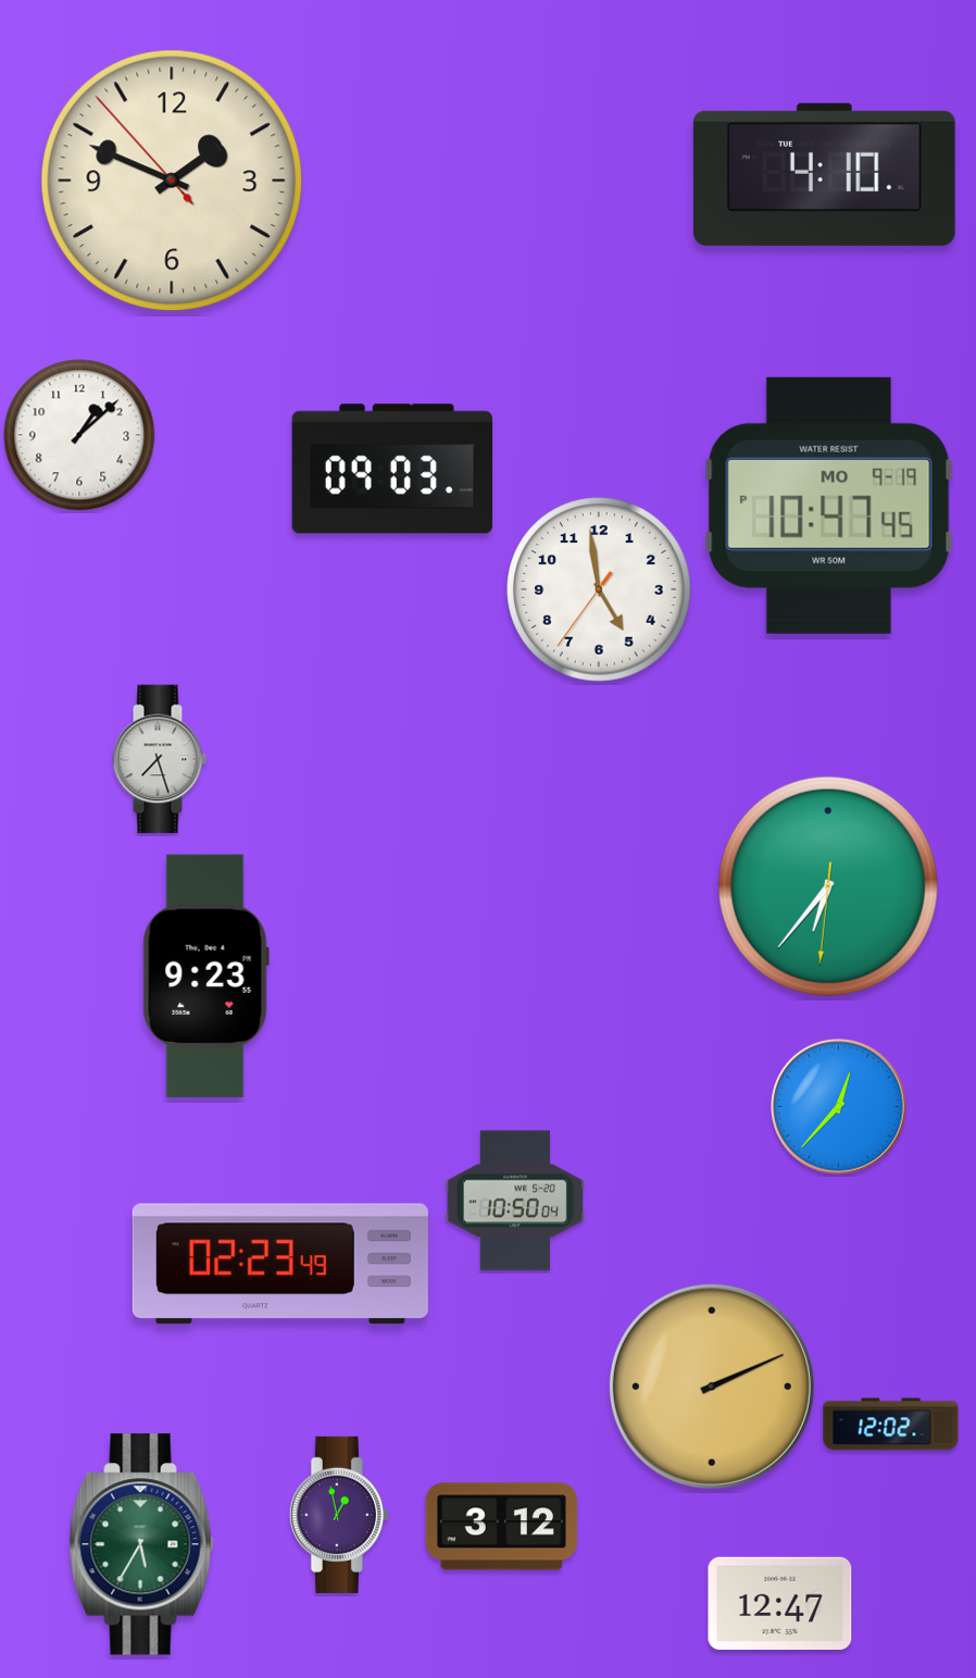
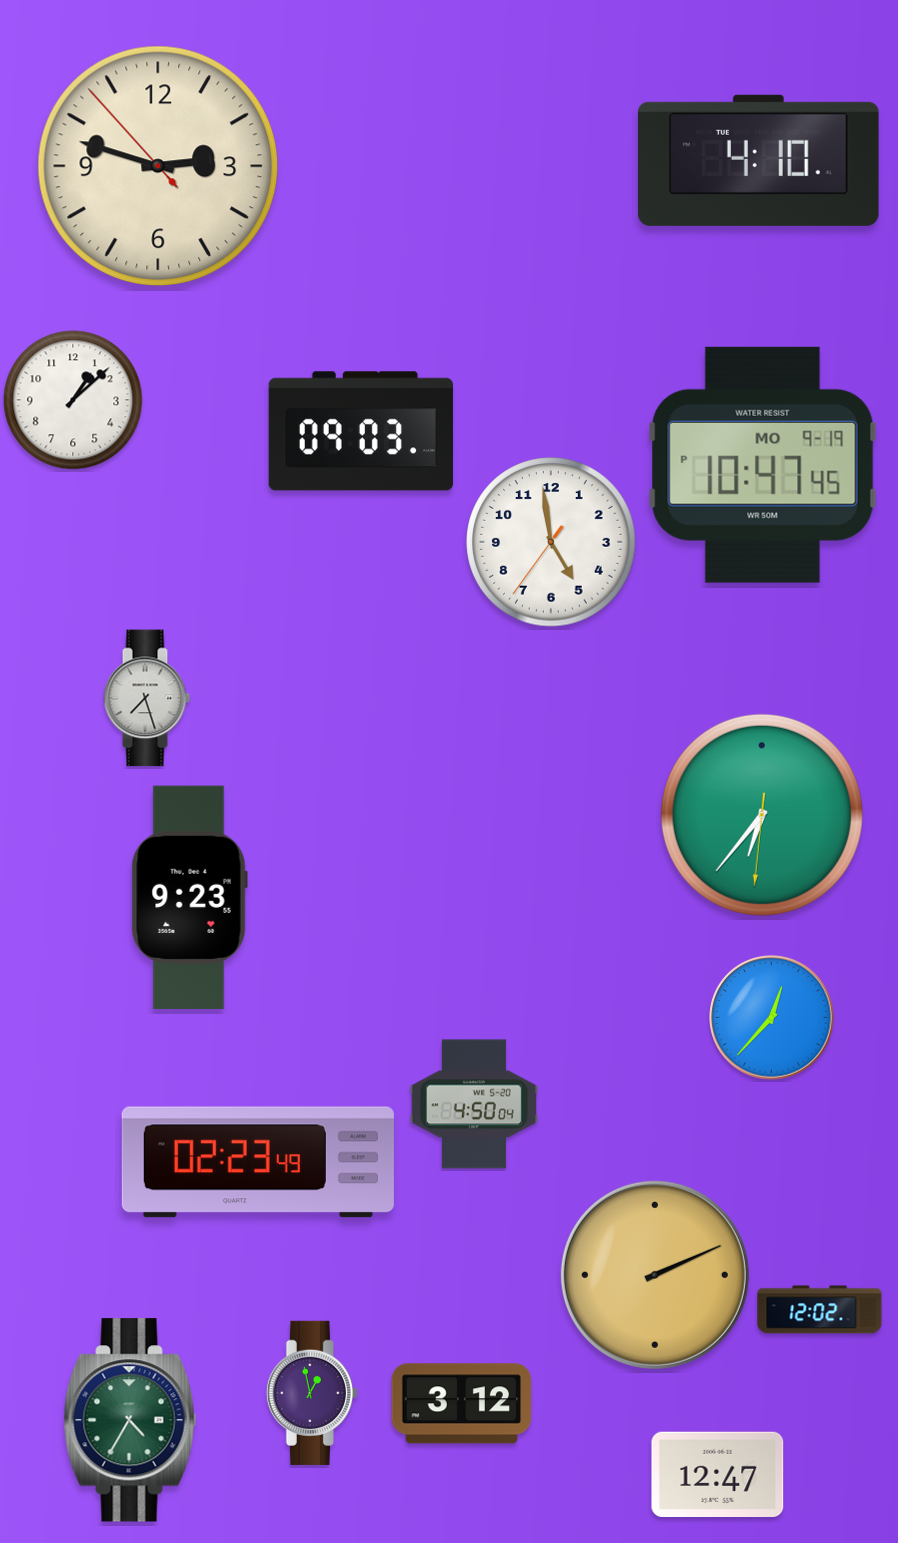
clock at (172, 181): 1:48 -> 2:47
clock at (515, 1201): 10:50 -> 4:50
clock at (141, 1544): 5:35 -> 4:35
